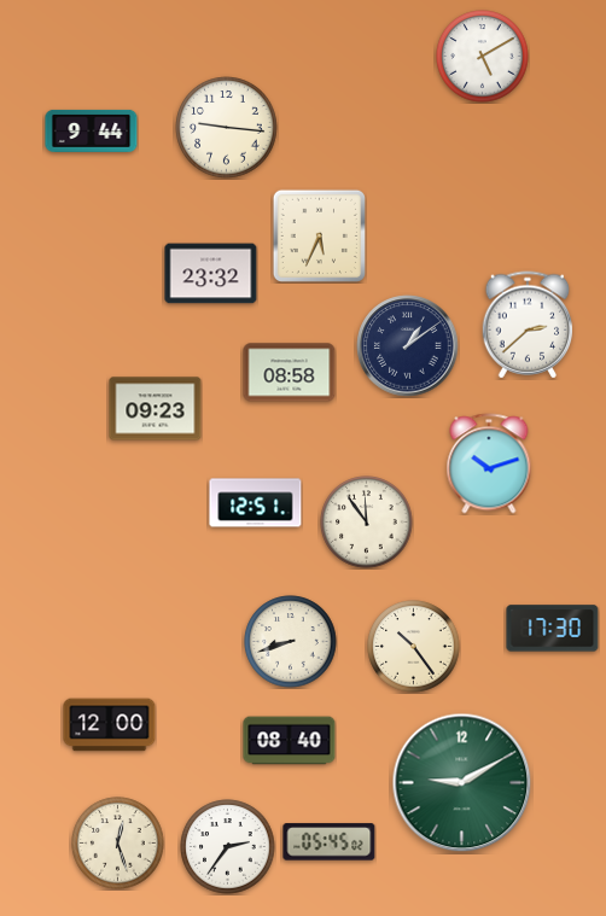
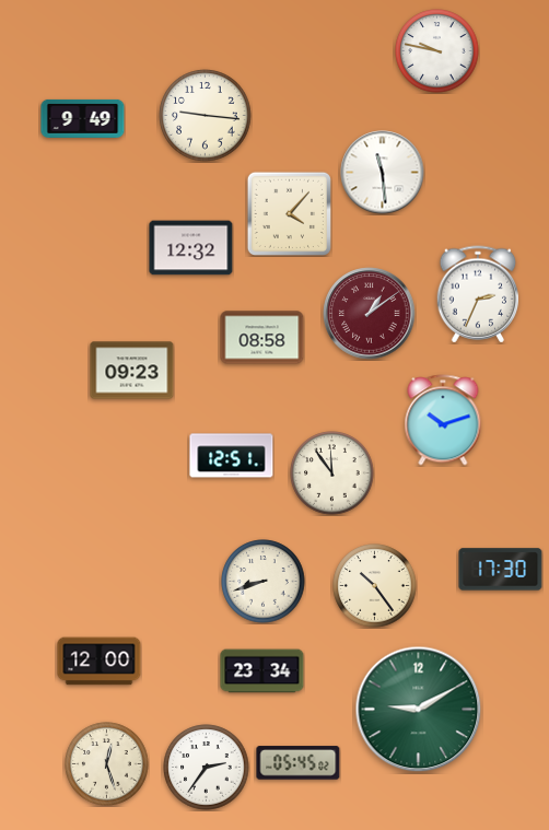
clock at (483, 57): 5:10 -> 9:47
clock at (92, 130): 9:44 -> 9:49
clock at (383, 173): none -> 11:29
clock at (319, 235): 5:34 -> 4:07
clock at (211, 274): 23:32 -> 12:32
clock at (528, 325): 2:38 -> 2:34
clock at (408, 346) dial: navy -> burgundy
clock at (156, 409) position: (156, 409) -> (132, 371)
clock at (110, 725) position: (110, 725) -> (100, 662)
clock at (290, 741): 08:40 -> 23:34
